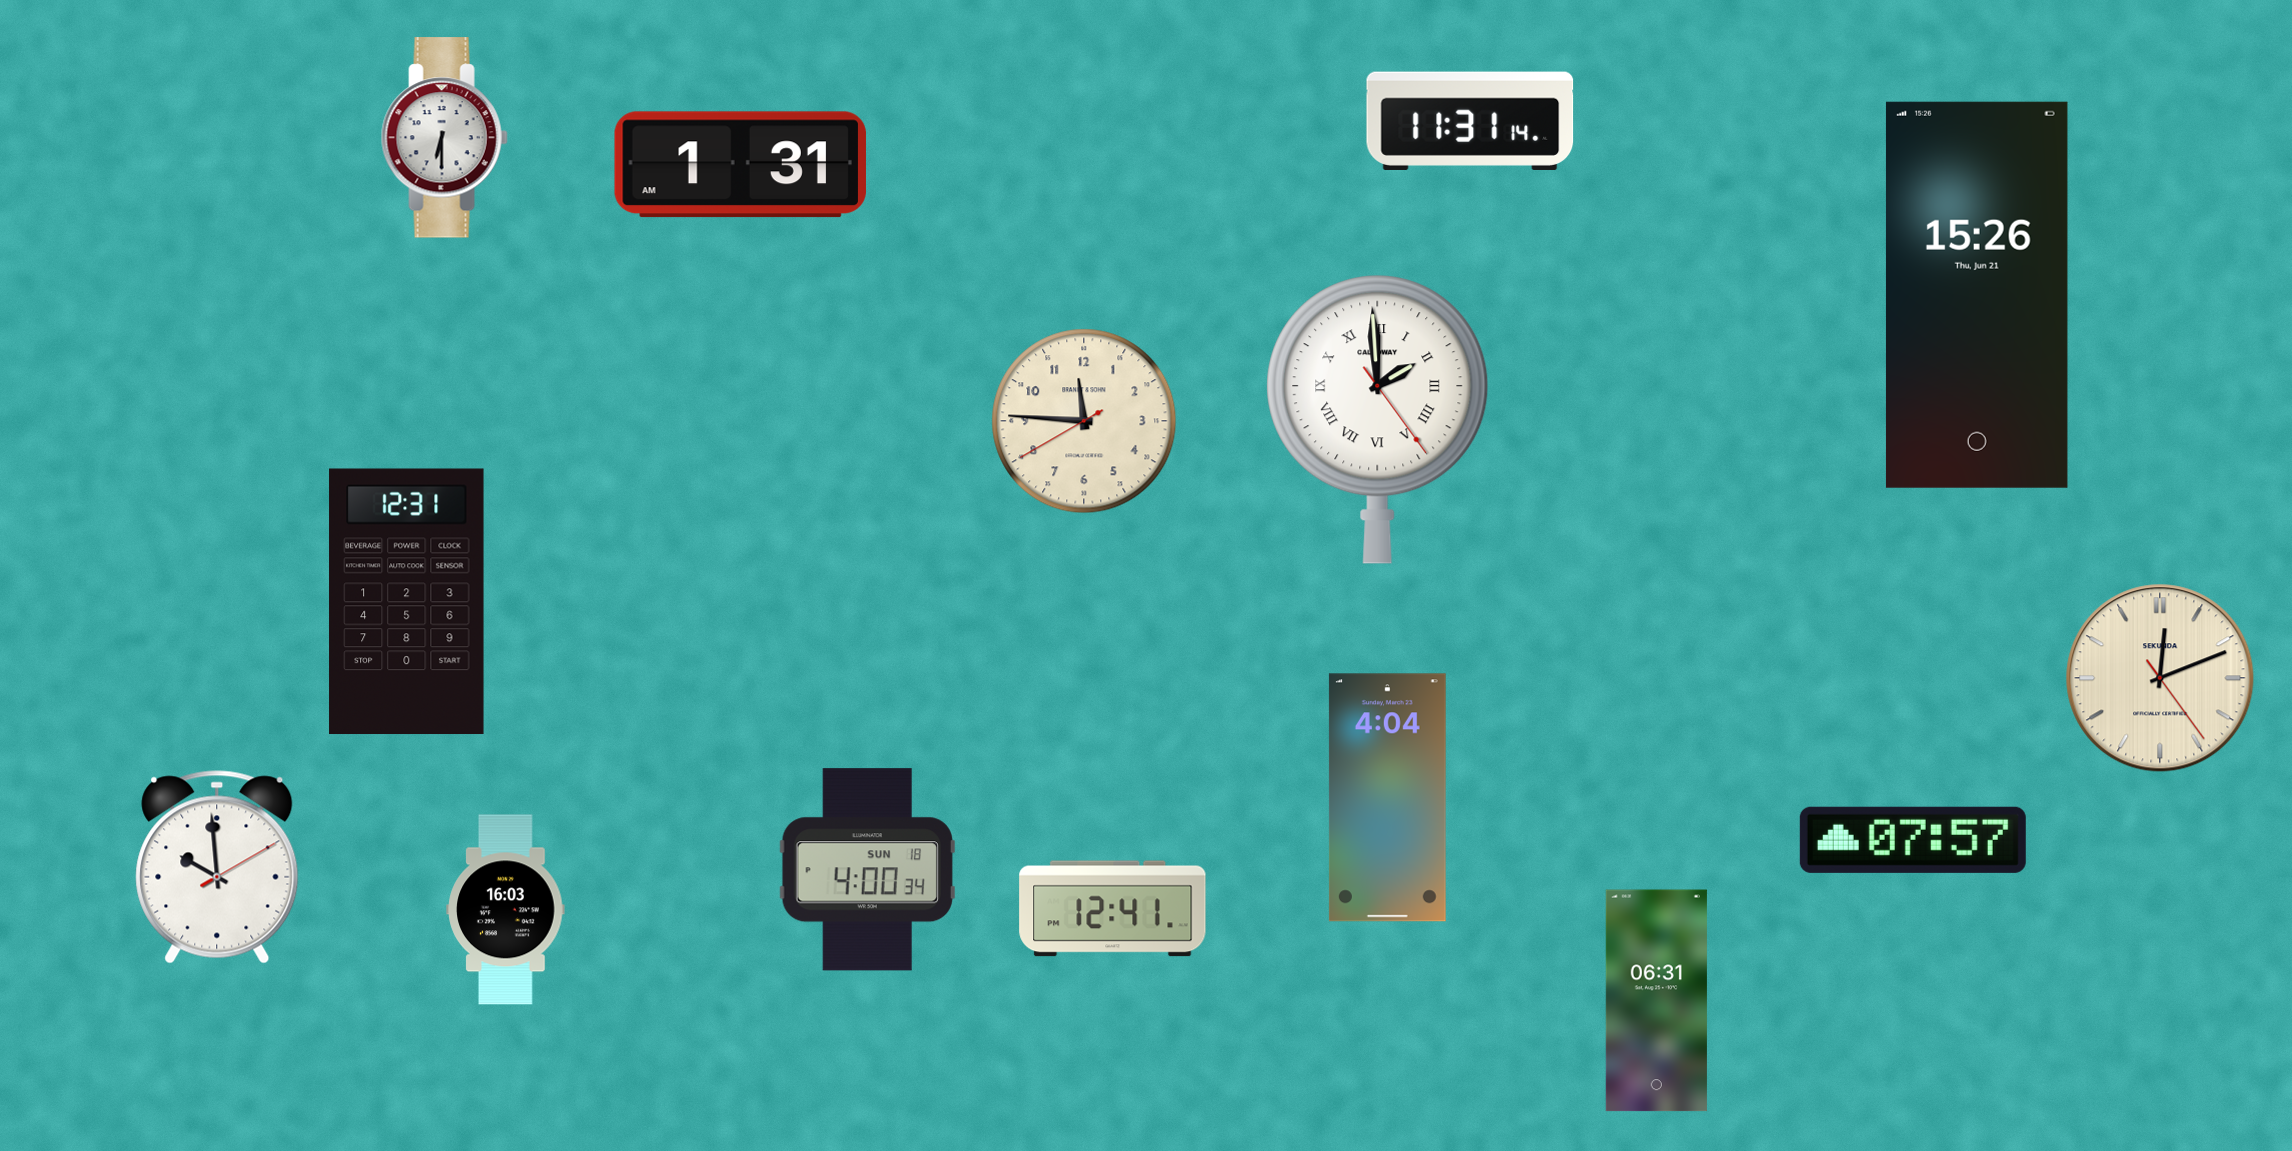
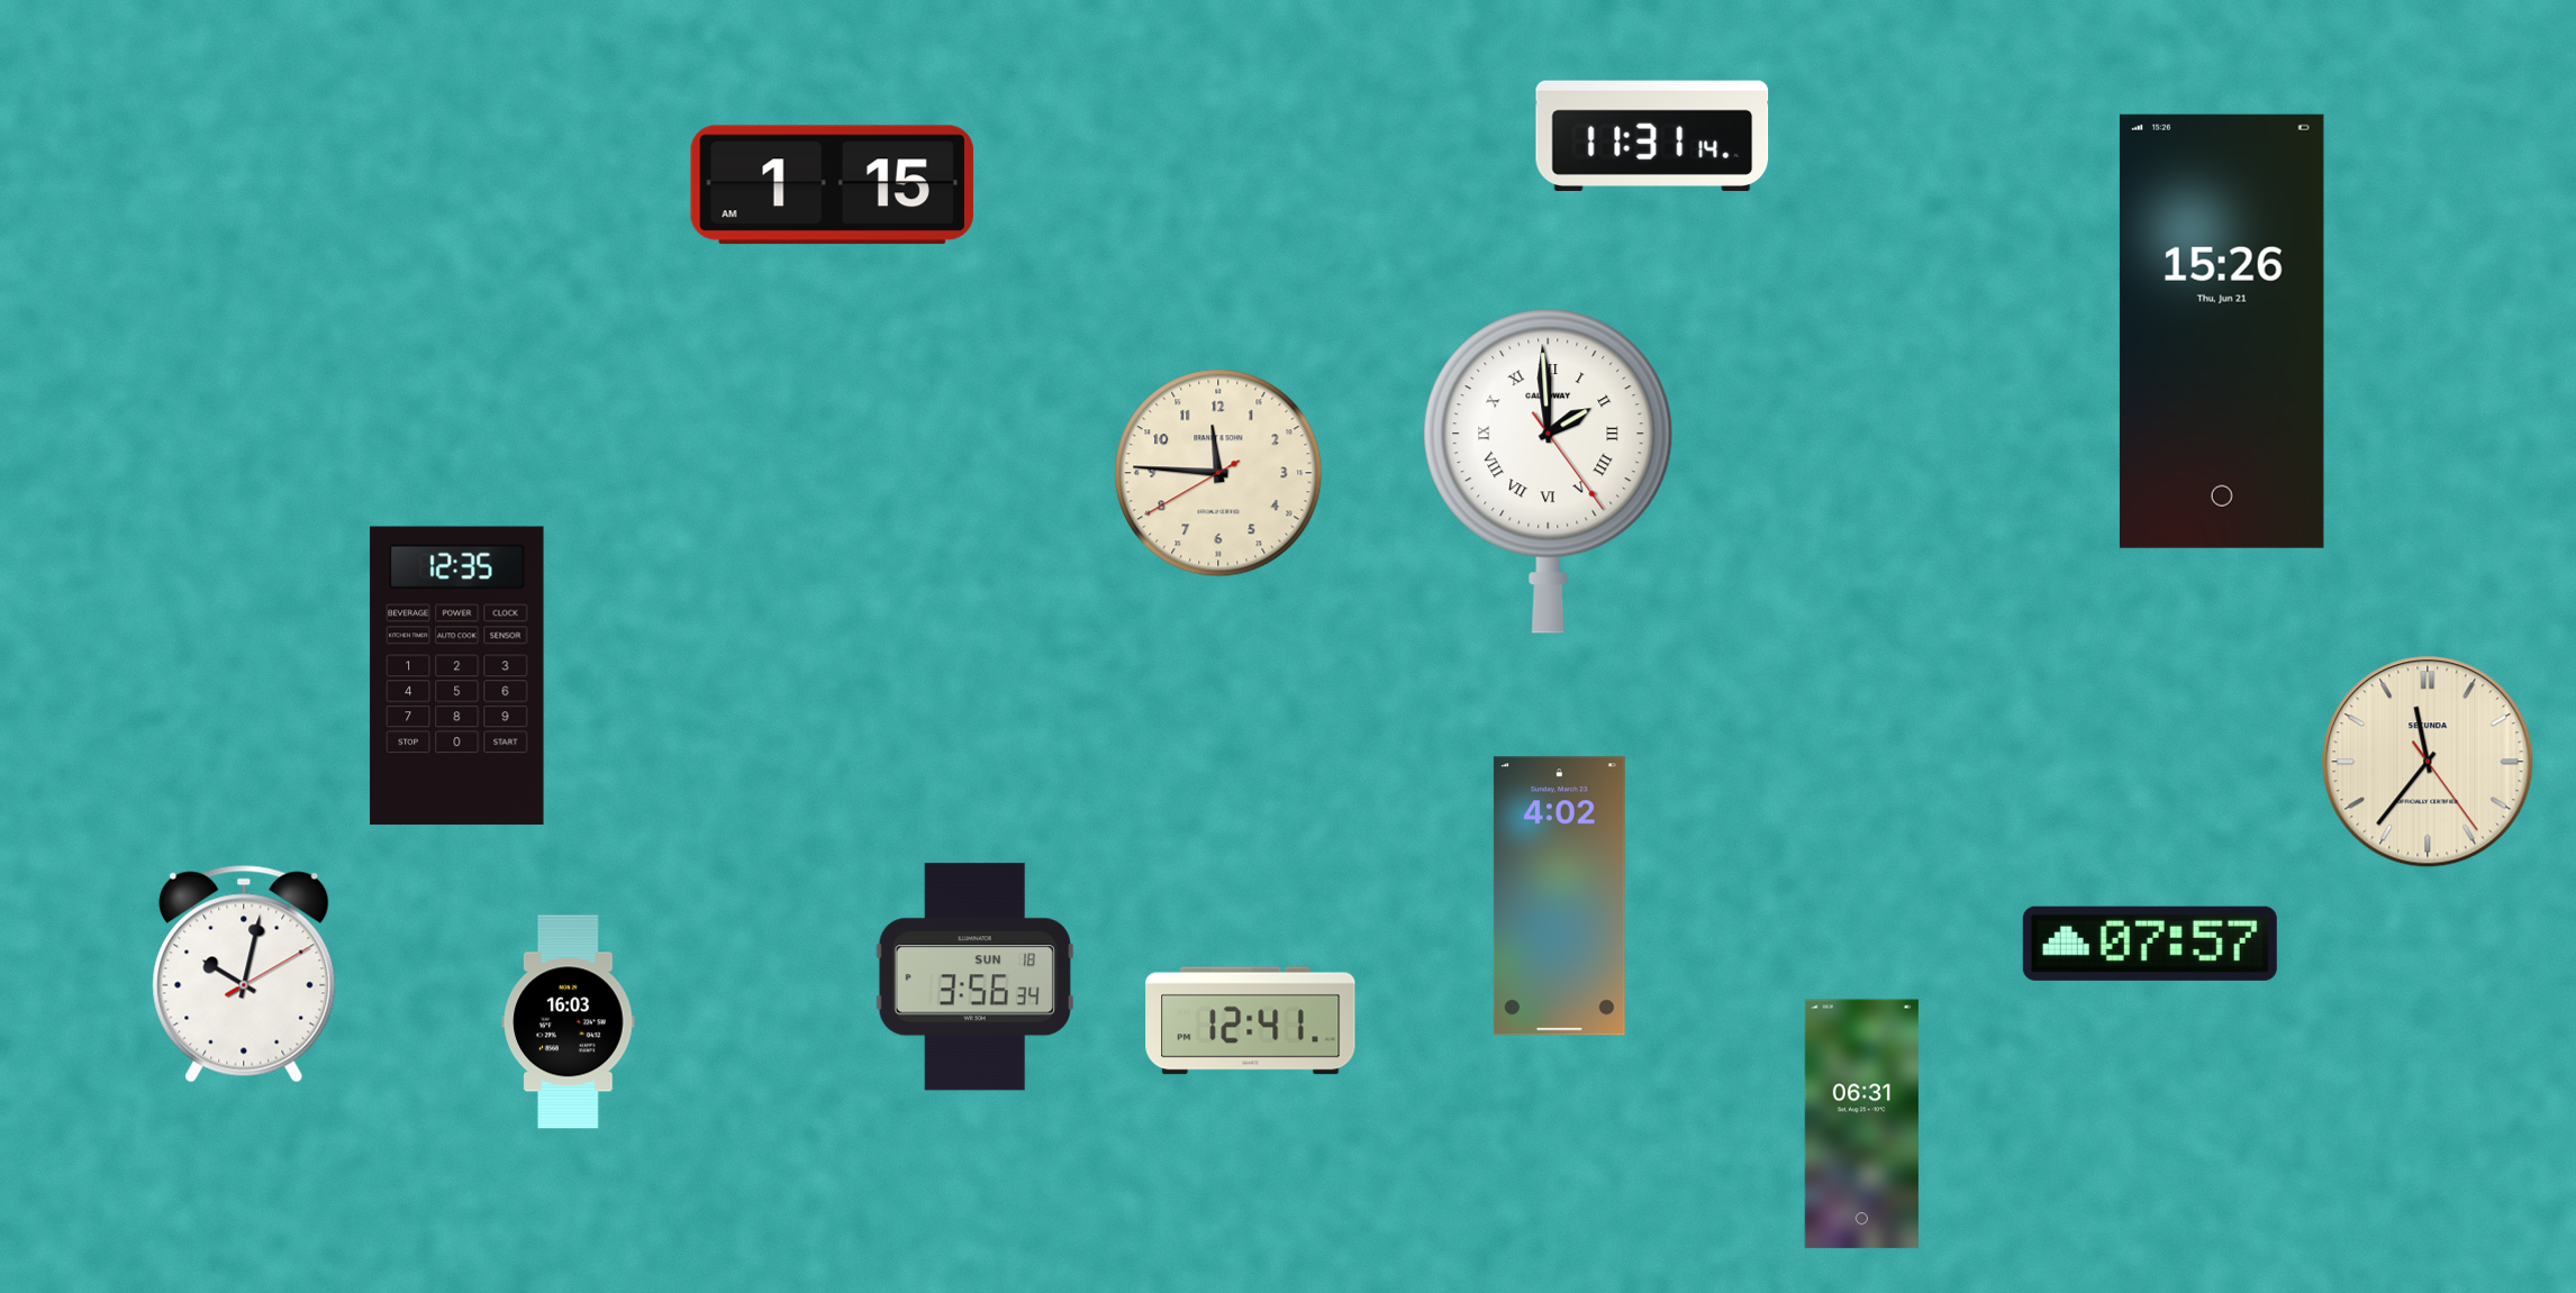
clock at (444, 138): 6:30 -> none
clock at (740, 165): 1:31 -> 1:15
clock at (407, 602): 12:31 -> 12:35
clock at (2160, 678): 12:11 -> 11:36
clock at (1387, 798): 4:04 -> 4:02
clock at (217, 867): 9:59 -> 10:02
clock at (867, 870): 4:00 -> 3:56
